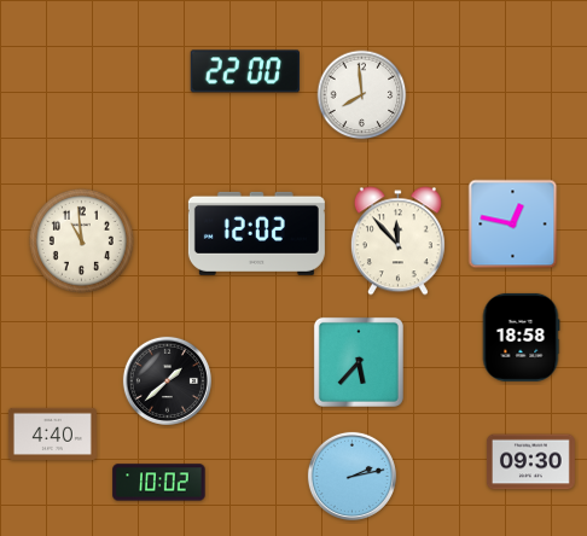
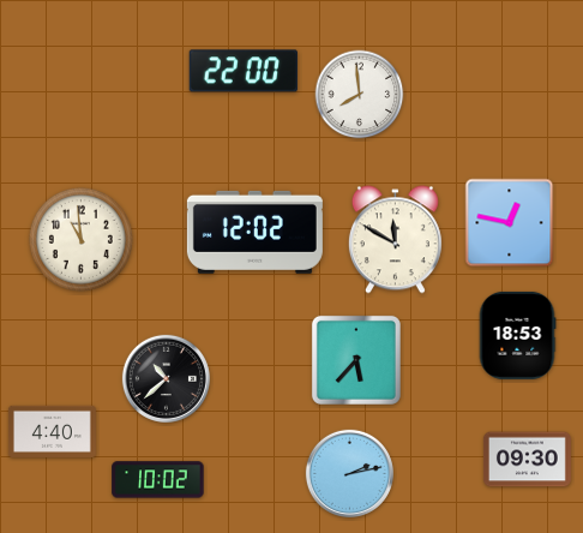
clock at (397, 241): 11:53 -> 11:50
clock at (521, 337): 18:58 -> 18:53
clock at (167, 380): 1:38 -> 10:38
